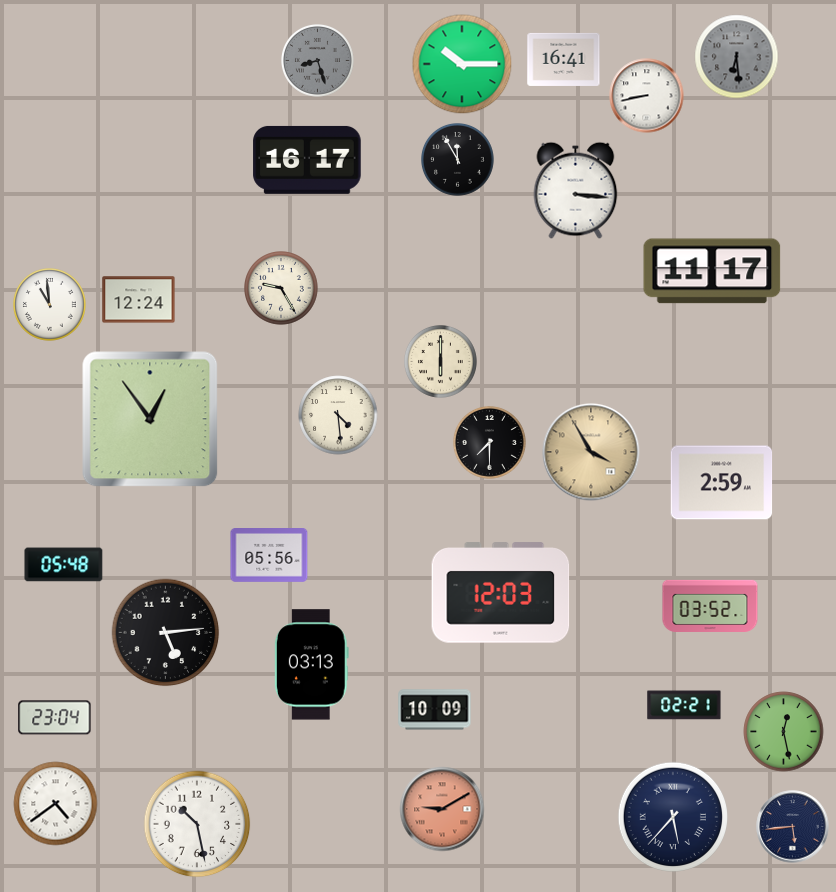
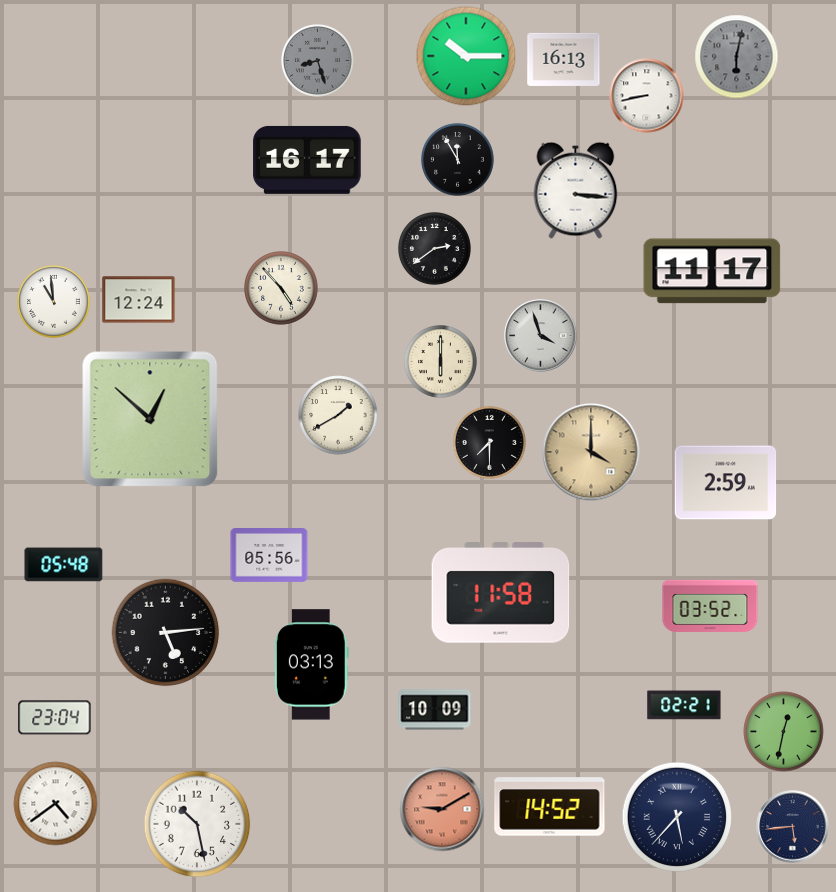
clock at (737, 57): 6:29 -> 6:02
clock at (564, 59): 16:41 -> 16:13
clock at (462, 64) position: (462, 64) -> (466, 56)
clock at (435, 249): none -> 2:39
clock at (282, 289): 9:25 -> 4:53
clock at (50, 305) position: (50, 305) -> (54, 302)
clock at (541, 336): none -> 3:57
clock at (338, 415): 4:29 -> 1:40
clock at (150, 419): 12:54 -> 12:52
clock at (591, 452): 3:55 -> 4:00
clock at (722, 483) position: (722, 483) -> (726, 483)
clock at (501, 593): 12:03 -> 11:58
clock at (784, 732): 12:28 -> 12:32
clock at (550, 807): none -> 14:52
clock at (673, 817) position: (673, 817) -> (677, 817)
